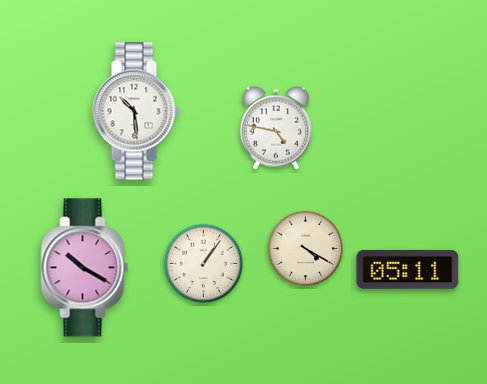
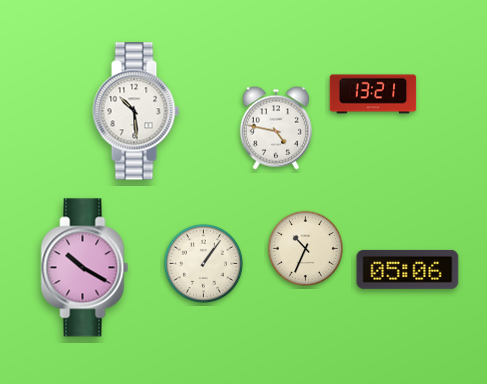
clock at (373, 94): none -> 13:21
clock at (305, 248): 4:20 -> 10:34
clock at (408, 269): 05:11 -> 05:06
